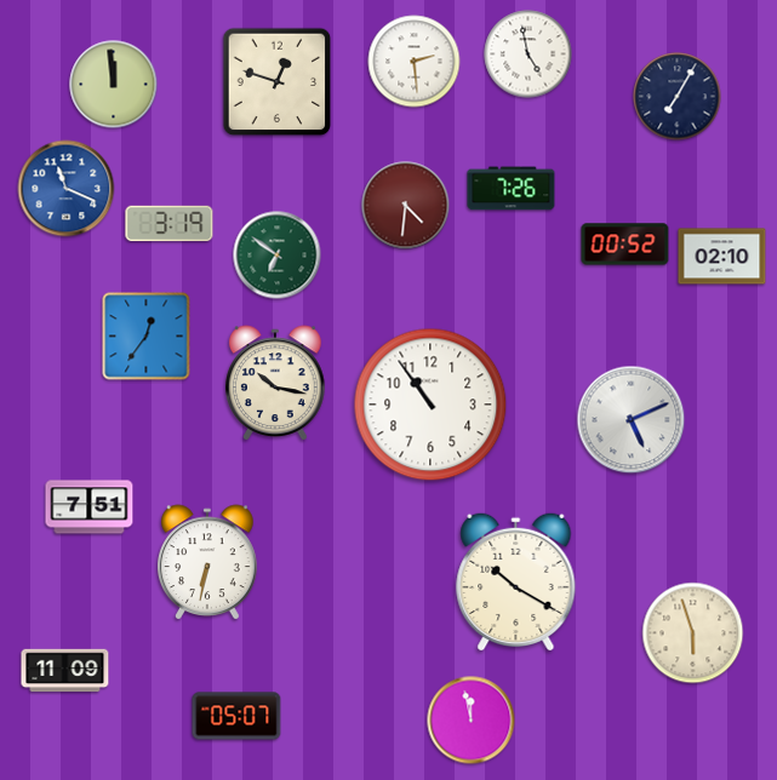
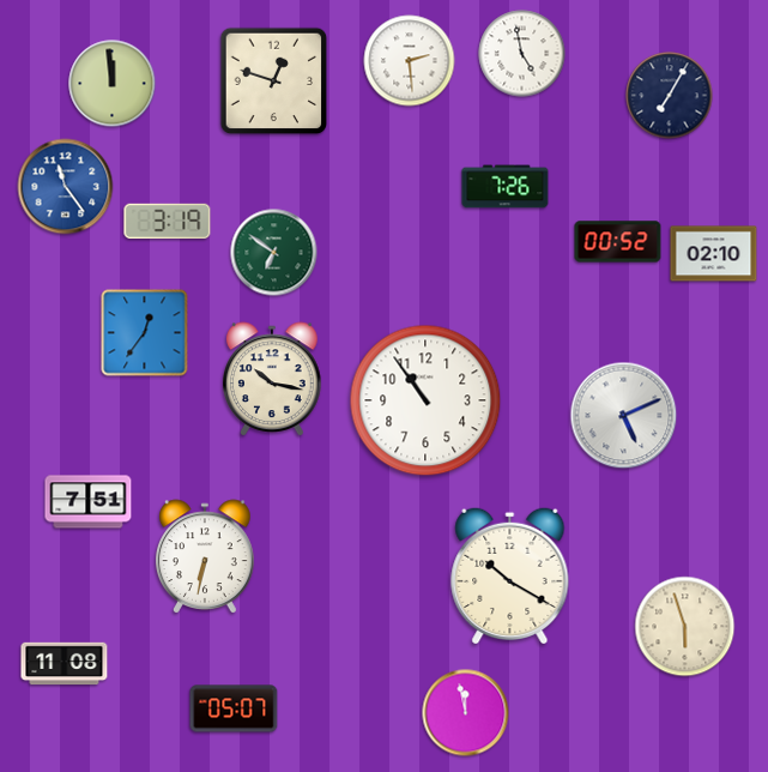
clock at (67, 189): 11:19 -> 11:24
clock at (406, 206): 4:31 -> none
clock at (65, 671): 11:09 -> 11:08
